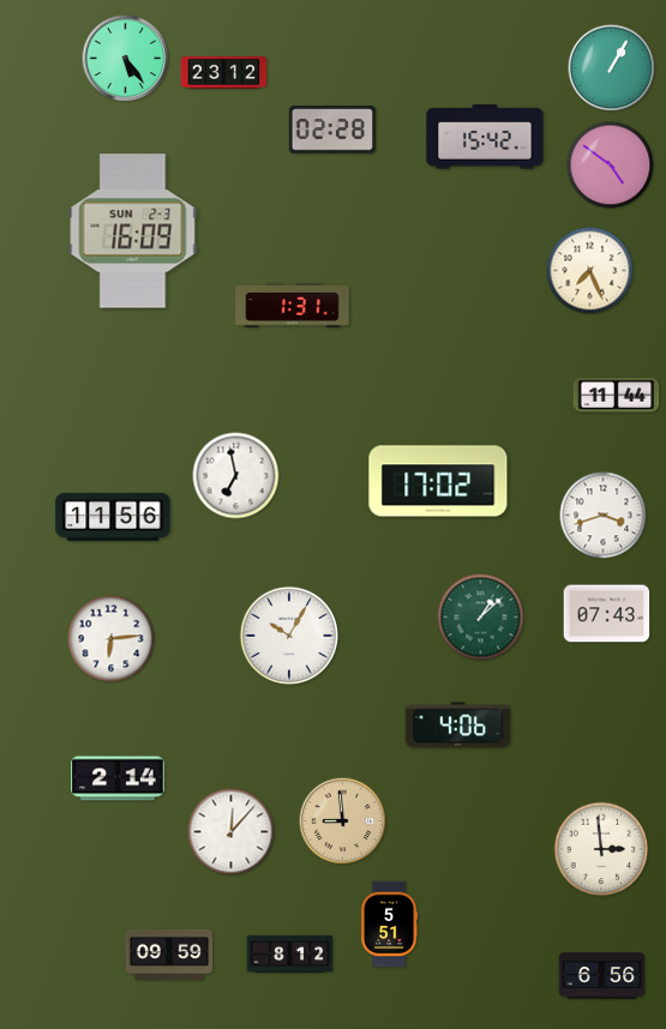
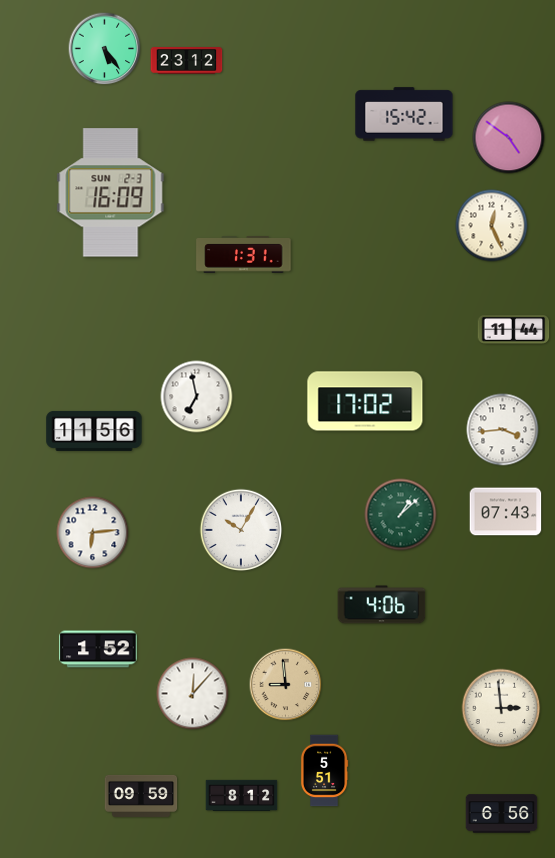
clock at (612, 68): 1:05 -> none
clock at (332, 130): 02:28 -> none
clock at (590, 271): 7:26 -> 12:26
clock at (604, 516): 3:42 -> 3:44
clock at (118, 778): 2:14 -> 1:52
